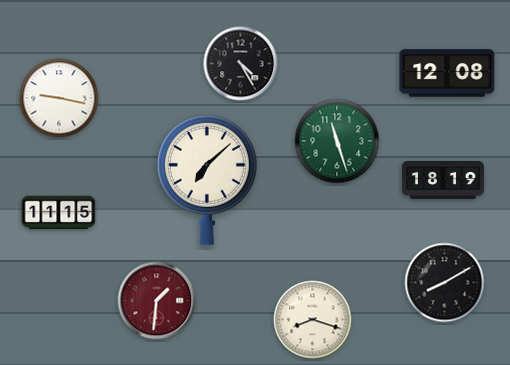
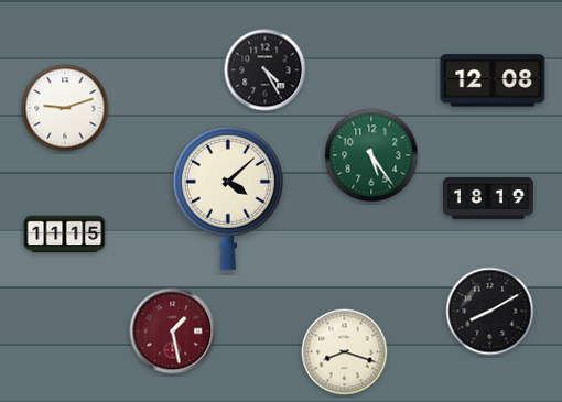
clock at (59, 98): 9:17 -> 9:12
clock at (337, 141): 11:27 -> 5:24
clock at (207, 180): 7:08 -> 4:08
clock at (157, 301): 1:31 -> 1:28
